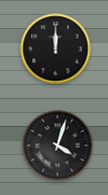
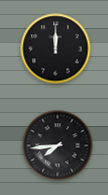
clock at (58, 146): 4:03 -> 7:44
